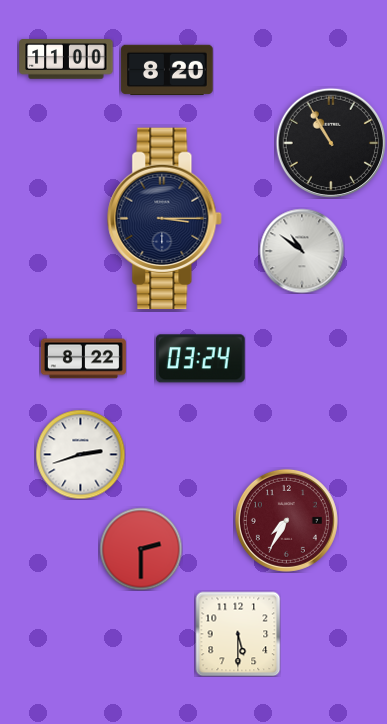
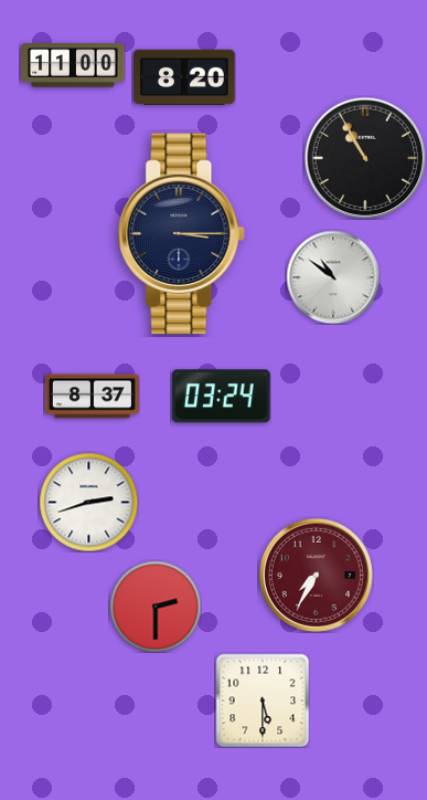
clock at (165, 219) position: (165, 219) -> (182, 234)
clock at (83, 359): 8:22 -> 8:37
